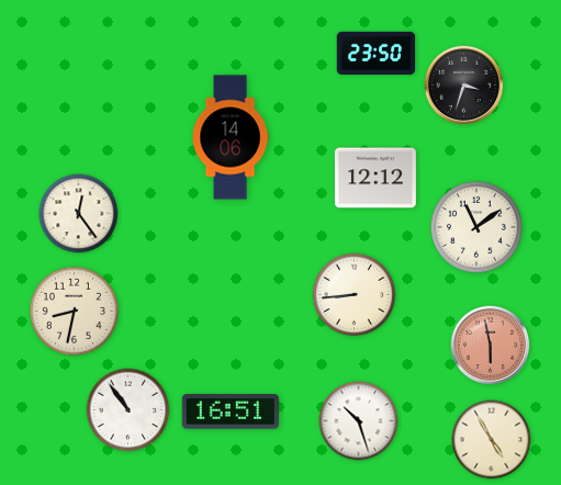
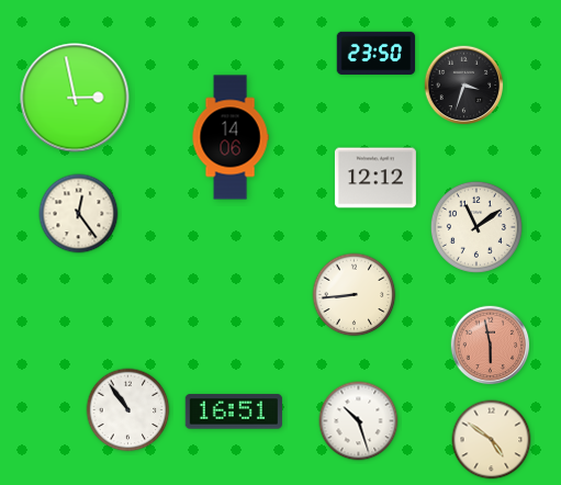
clock at (75, 98): none -> 2:58
clock at (74, 311): 8:32 -> none
clock at (231, 411) position: (231, 411) -> (234, 411)
clock at (492, 440): 4:55 -> 4:51
